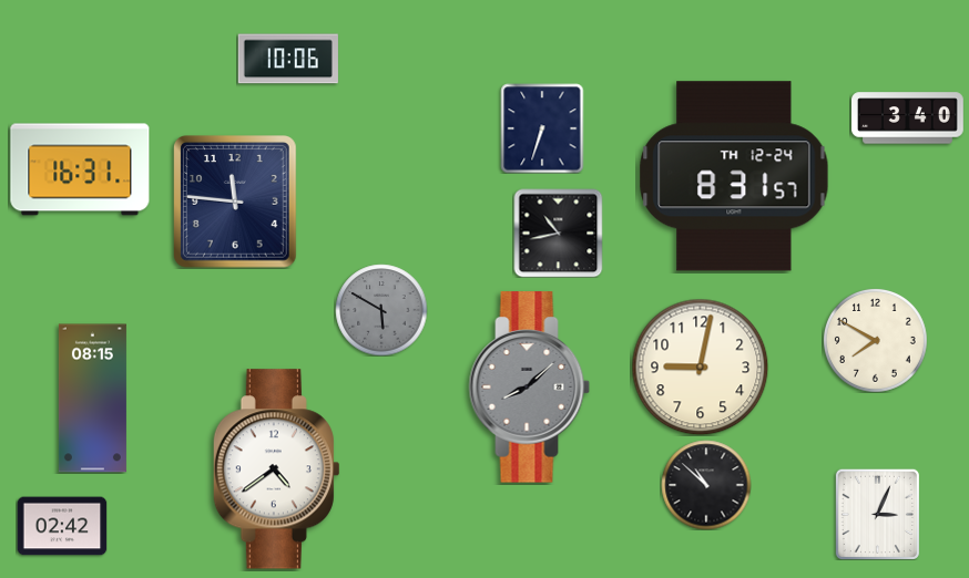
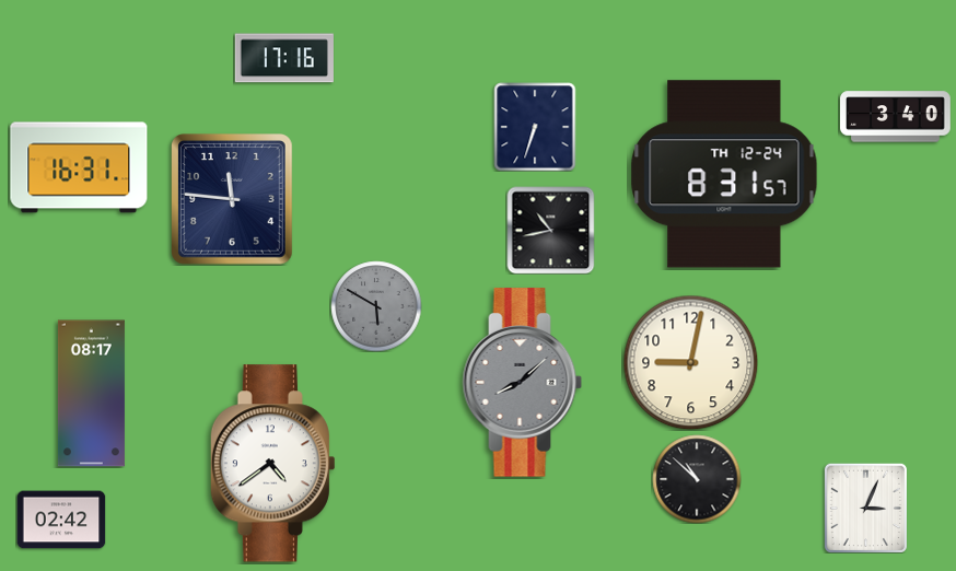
clock at (288, 59): 10:06 -> 17:16
clock at (875, 340): 7:50 -> none
clock at (92, 399): 08:15 -> 08:17
